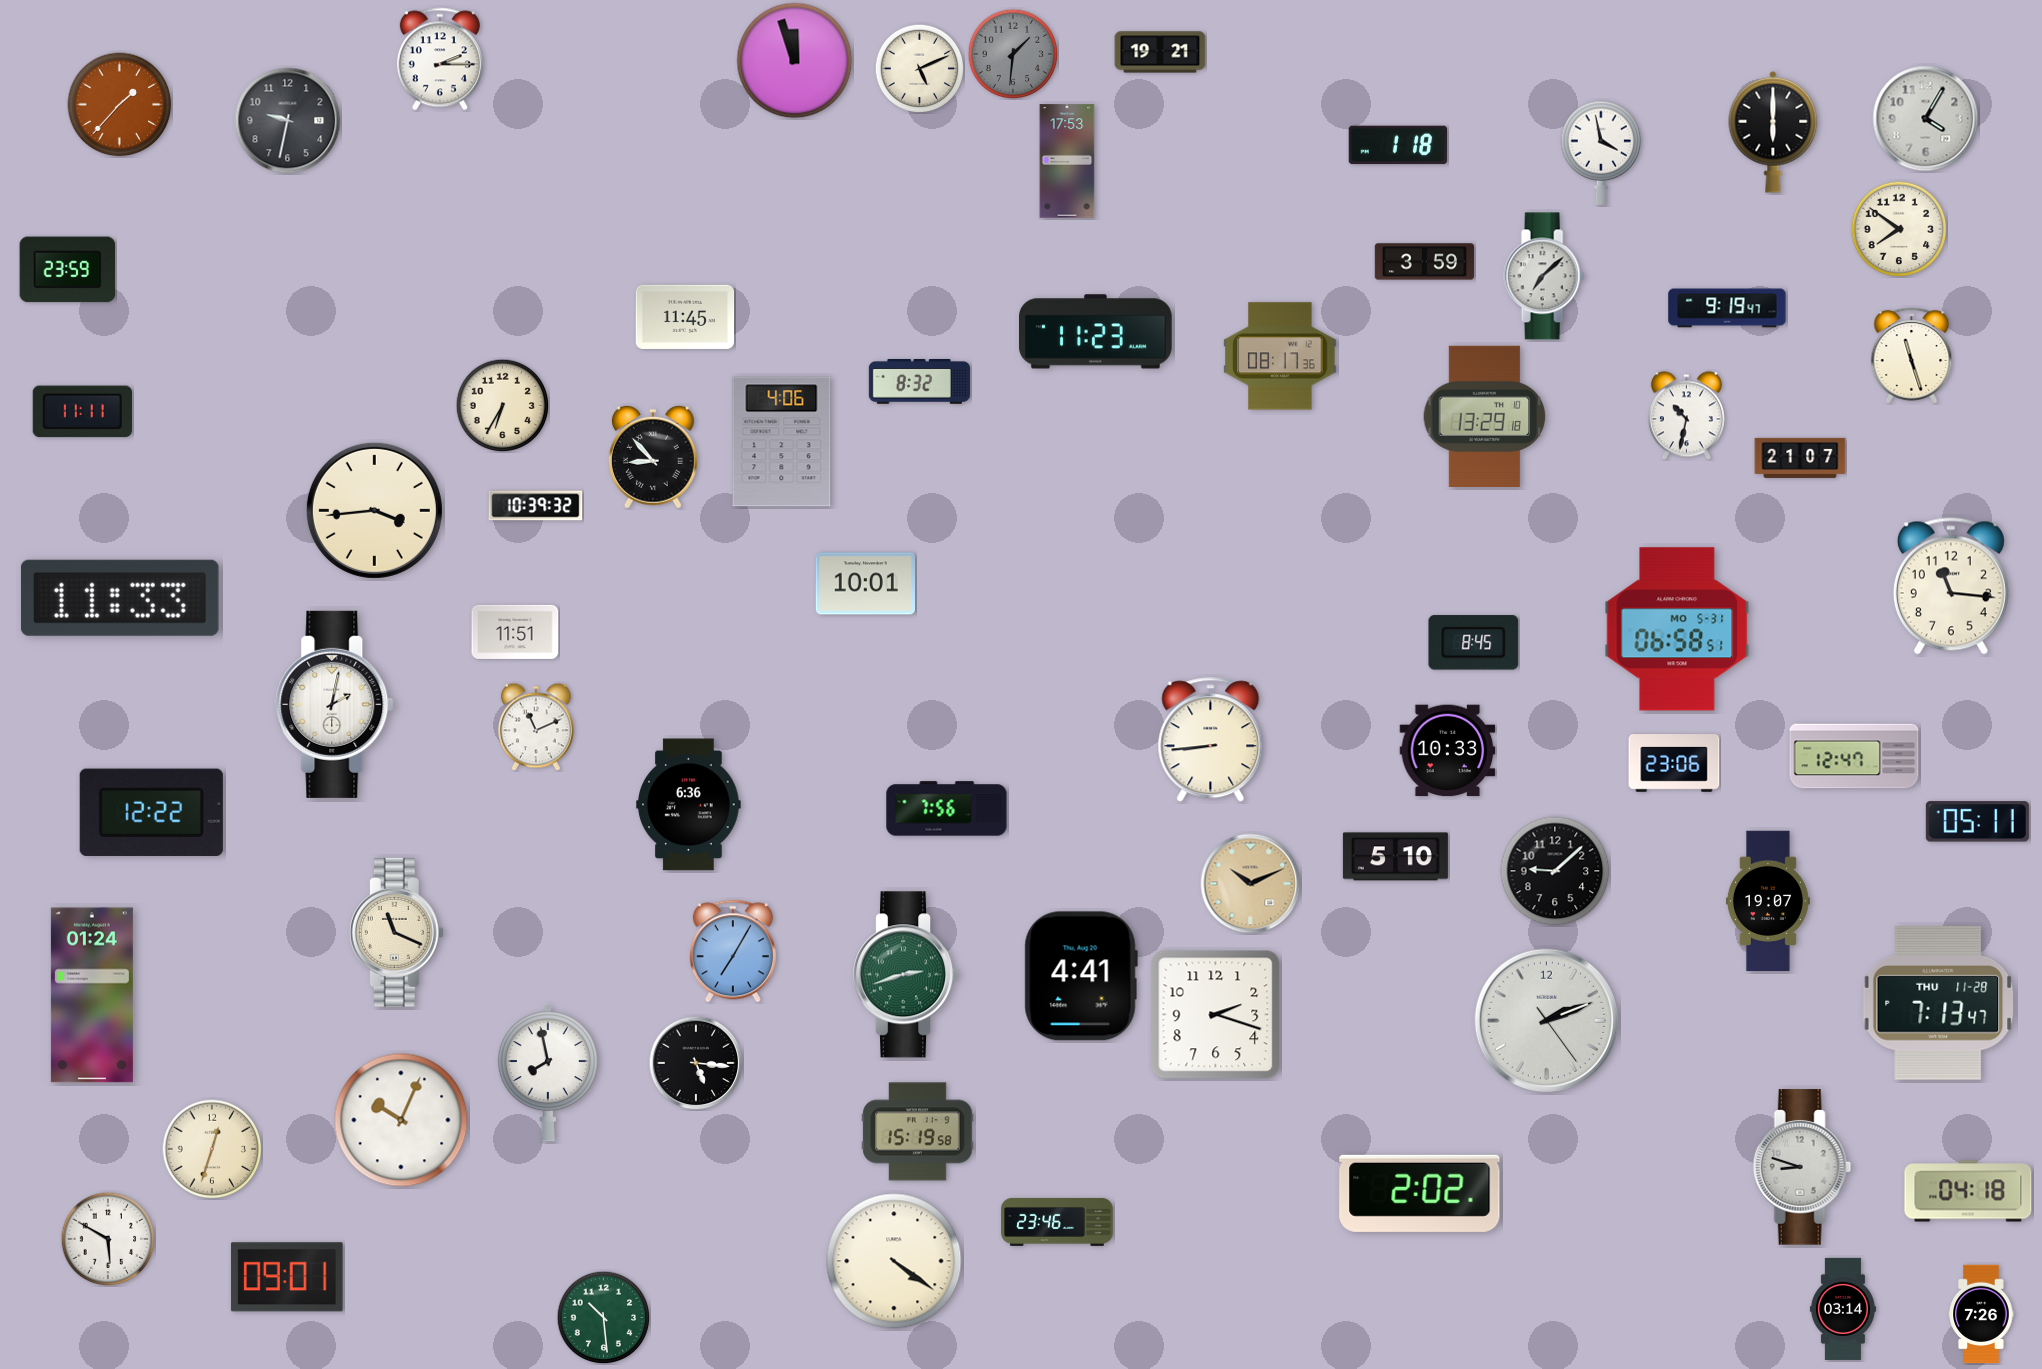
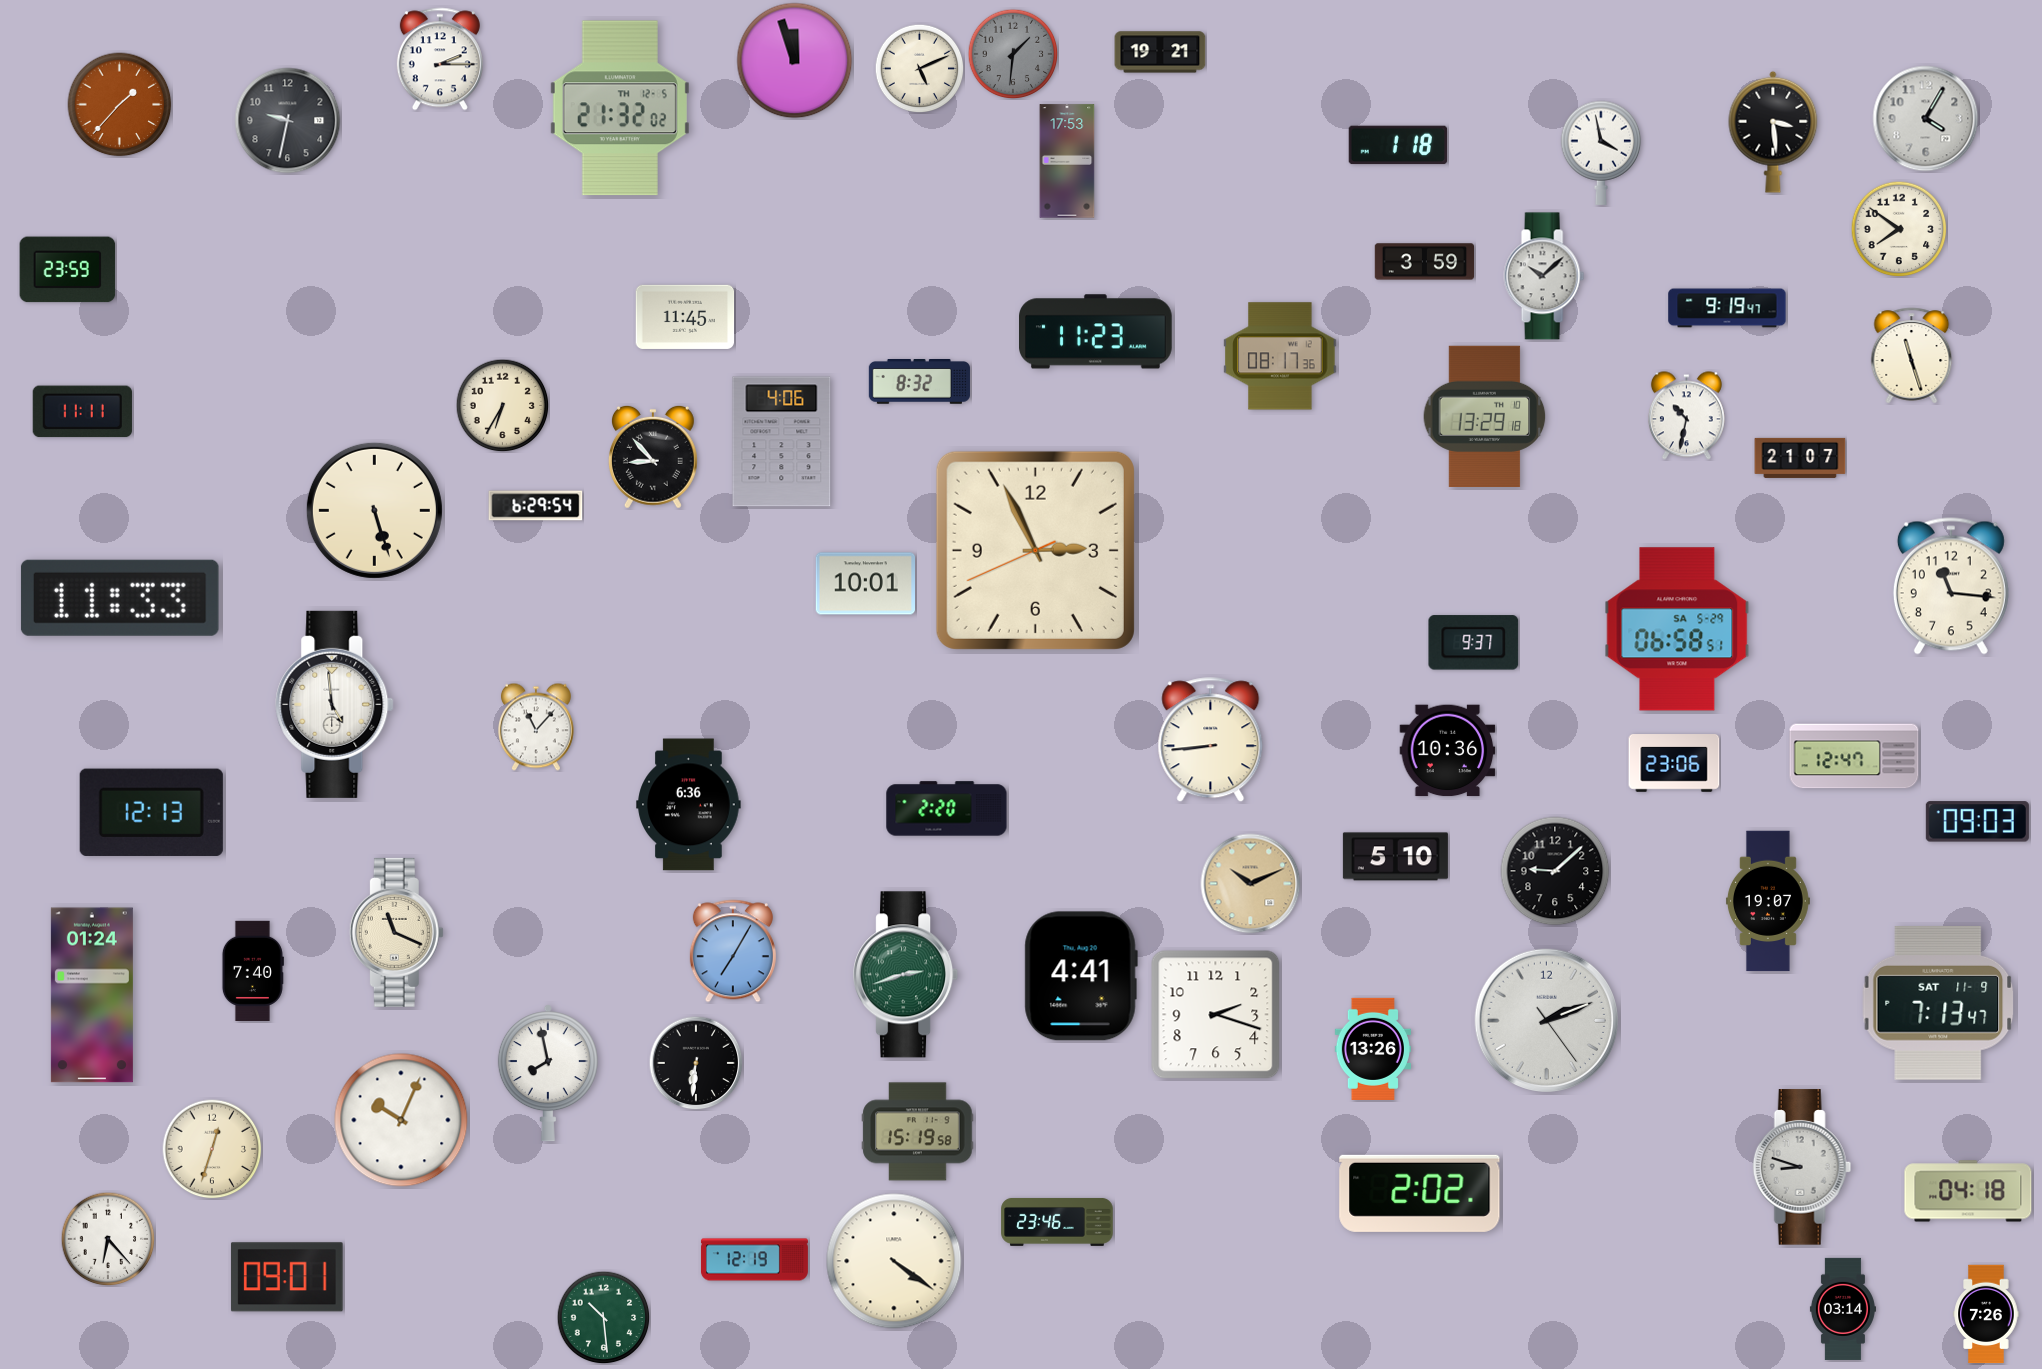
clock at (620, 108): none -> 21:32
clock at (1773, 132): 6:00 -> 3:29
clock at (1544, 276): 7:08 -> 10:08
clock at (536, 506): 10:39 -> 6:29
clock at (374, 510): 3:44 -> 5:27
clock at (1035, 550): none -> 2:55
clock at (1677, 629) date: MO 5-31 -> SA 5-29
clock at (515, 632): 11:51 -> none
clock at (1474, 643): 8:45 -> 9:37
clock at (335, 704): 2:02 -> 4:59
clock at (536, 727): 11:11 -> 11:07
clock at (1448, 751): 10:33 -> 10:36
clock at (947, 809): 7:56 -> 2:20
clock at (151, 812): 12:22 -> 12:13
clock at (1977, 822): 05:11 -> 09:03
clock at (252, 970): none -> 7:40
clock at (1938, 1003) date: THU 11-28 -> SAT 11-9
clock at (1373, 1049): none -> 13:26
clock at (696, 1063): 5:16 -> 6:31
clock at (108, 1239): 5:50 -> 6:23
clock at (754, 1260): none -> 12:19
clock at (1981, 1314) position: (1981, 1314) -> (1986, 1314)
